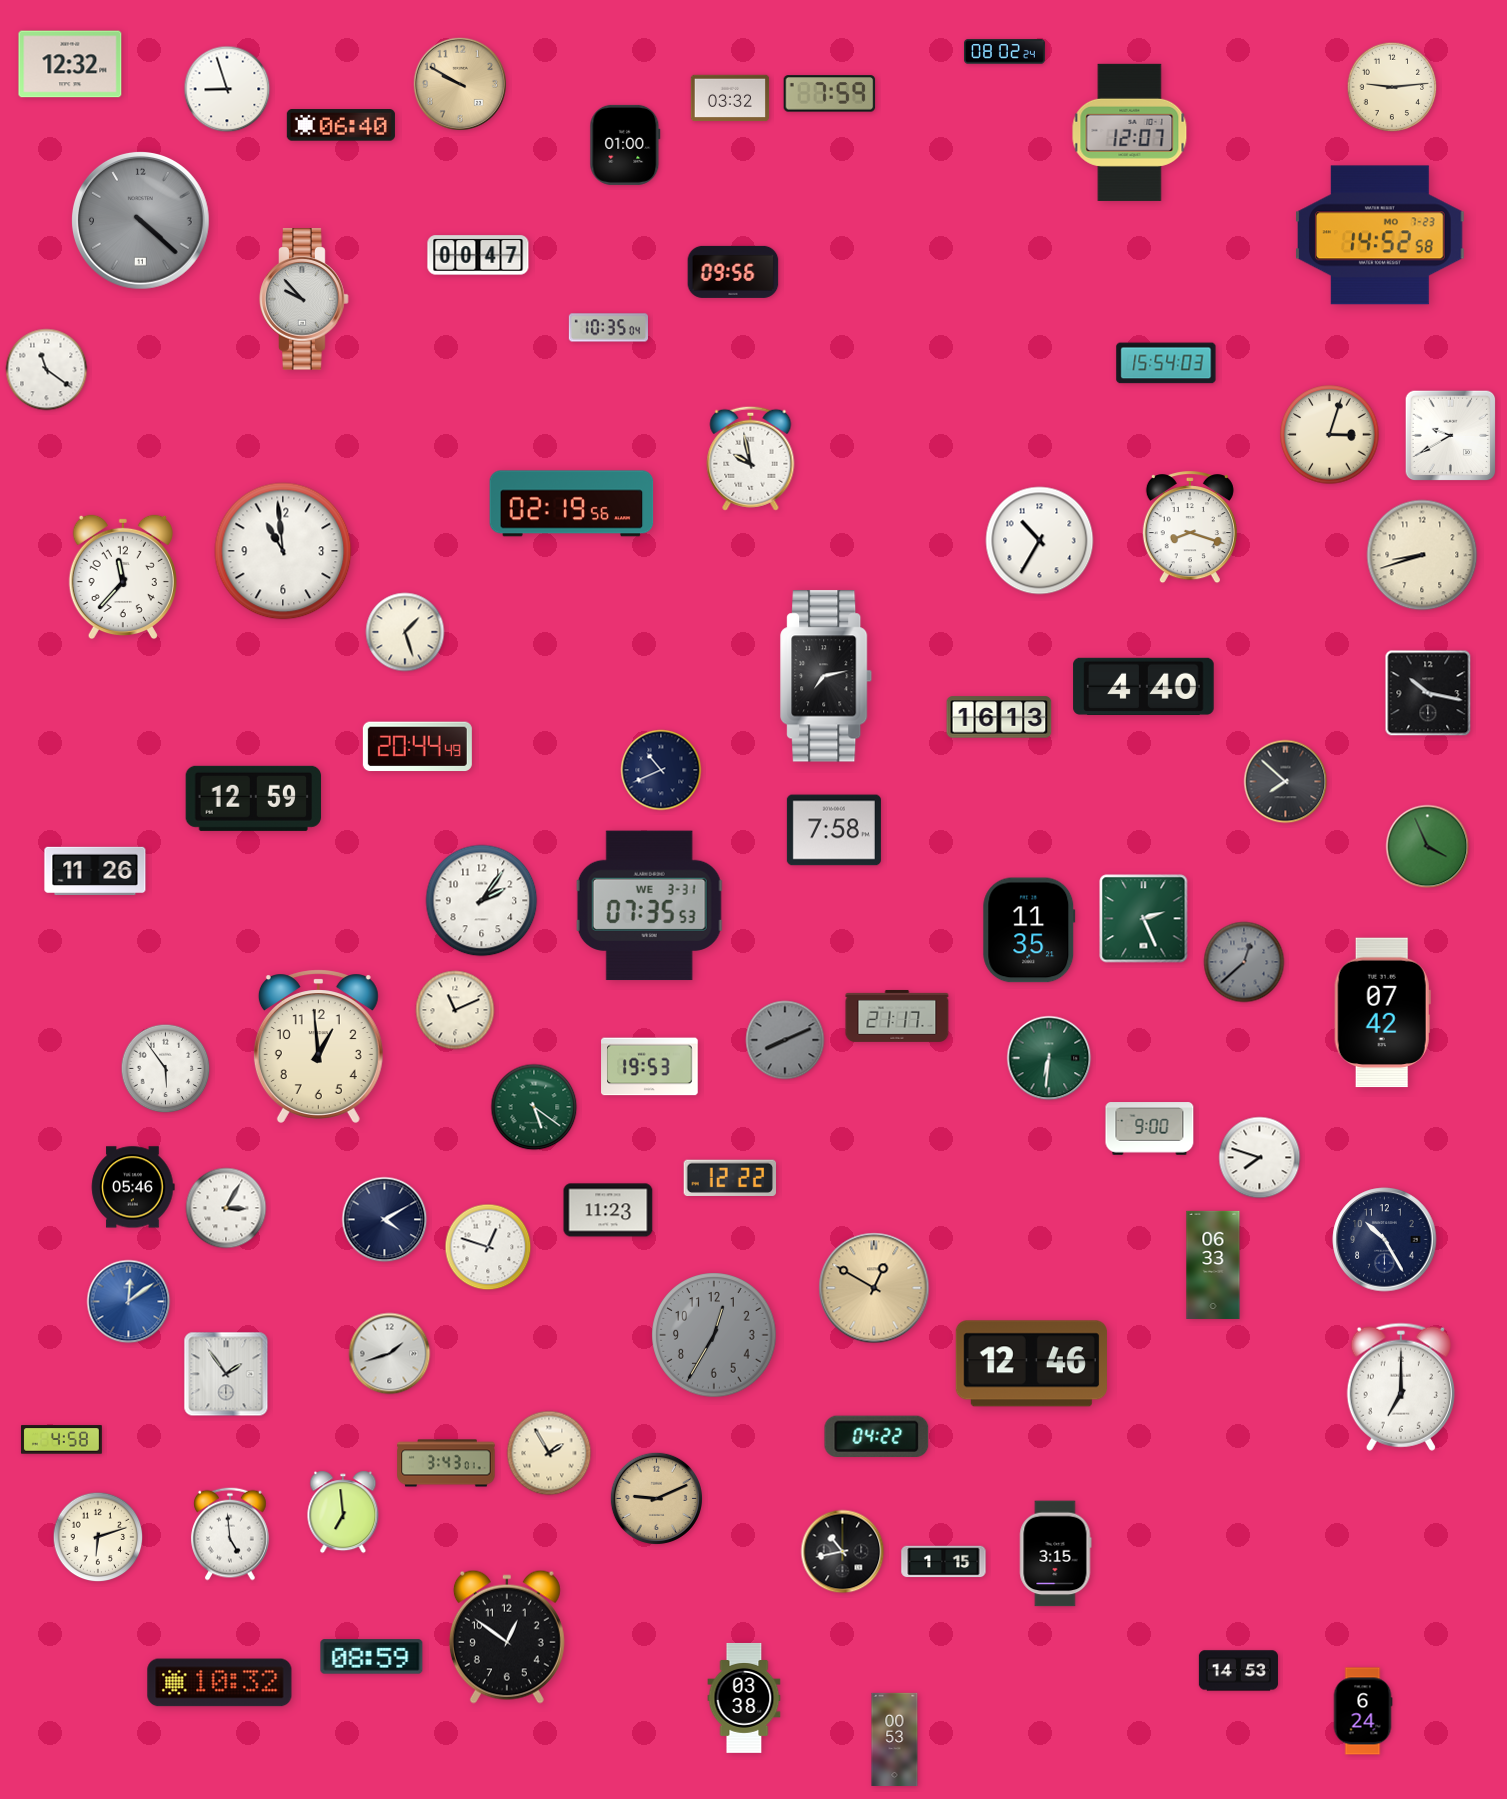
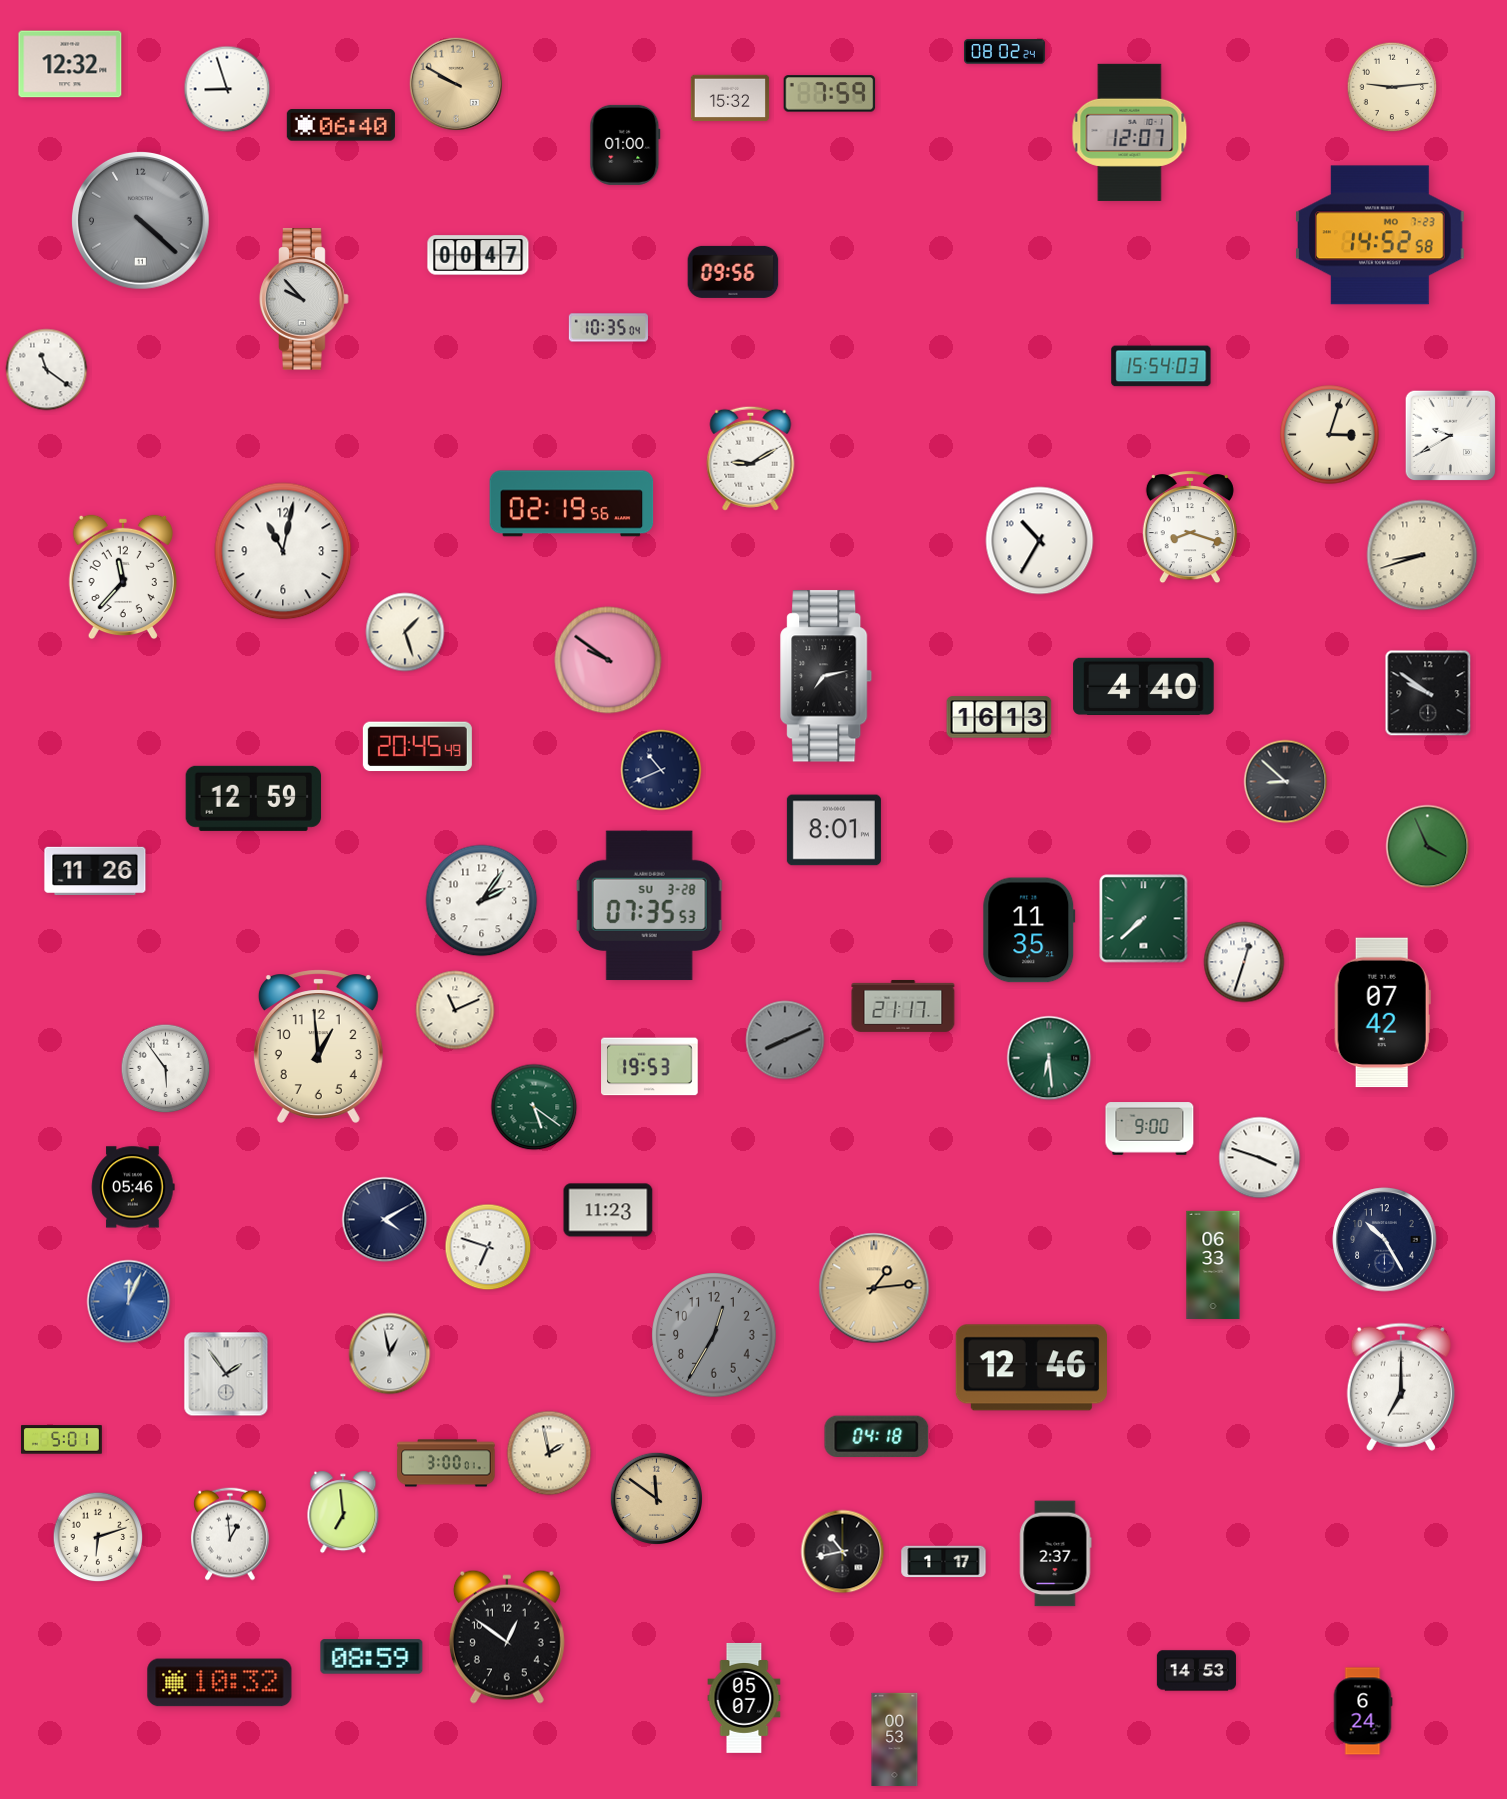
clock at (460, 84) position: (460, 84) -> (456, 84)
clock at (730, 98): 03:32 -> 15:32
clock at (1166, 363) position: (1166, 363) -> (1161, 366)
clock at (751, 458): 9:58 -> 9:10
clock at (283, 551): 10:59 -> 11:02
clock at (608, 660): none -> 9:51
clock at (1428, 693): 10:17 -> 9:51
clock at (417, 747): 20:44 -> 20:45
clock at (1286, 782): 7:52 -> 8:52
clock at (834, 830): 7:58 -> 8:01
clock at (649, 906) date: WE 3-31 -> SU 3-28
clock at (1144, 919): 2:26 -> 7:38
clock at (1244, 962): 12:38 -> 12:33
clock at (1244, 962) dial: grey -> white
clock at (897, 1016) position: (897, 1016) -> (903, 1006)
clock at (1049, 1058): 6:31 -> 6:29
clock at (1260, 1158): 7:48 -> 3:48
clock at (729, 1177): 12:22 -> none
clock at (226, 1208): 3:05 -> none
clock at (488, 1247): 12:48 -> 6:48
clock at (874, 1288): 12:50 -> 1:14
clock at (129, 1302): 12:09 -> 12:04
clock at (390, 1354): 1:42 -> 12:58
clock at (1031, 1364) position: (1031, 1364) -> (1031, 1368)
clock at (877, 1436): 04:22 -> 04:18
clock at (61, 1440): 4:58 -> 5:01
clock at (549, 1453): 1:55 -> 1:58
clock at (446, 1463): 3:43 -> 3:00
clock at (656, 1498): 9:11 -> 11:51
clock at (230, 1534): 4:59 -> 12:59
clock at (1055, 1554): 3:15 -> 2:37
clock at (944, 1562): 1:15 -> 1:17
clock at (1238, 1671) position: (1238, 1671) -> (1196, 1671)
clock at (744, 1698): 03:38 -> 05:07
